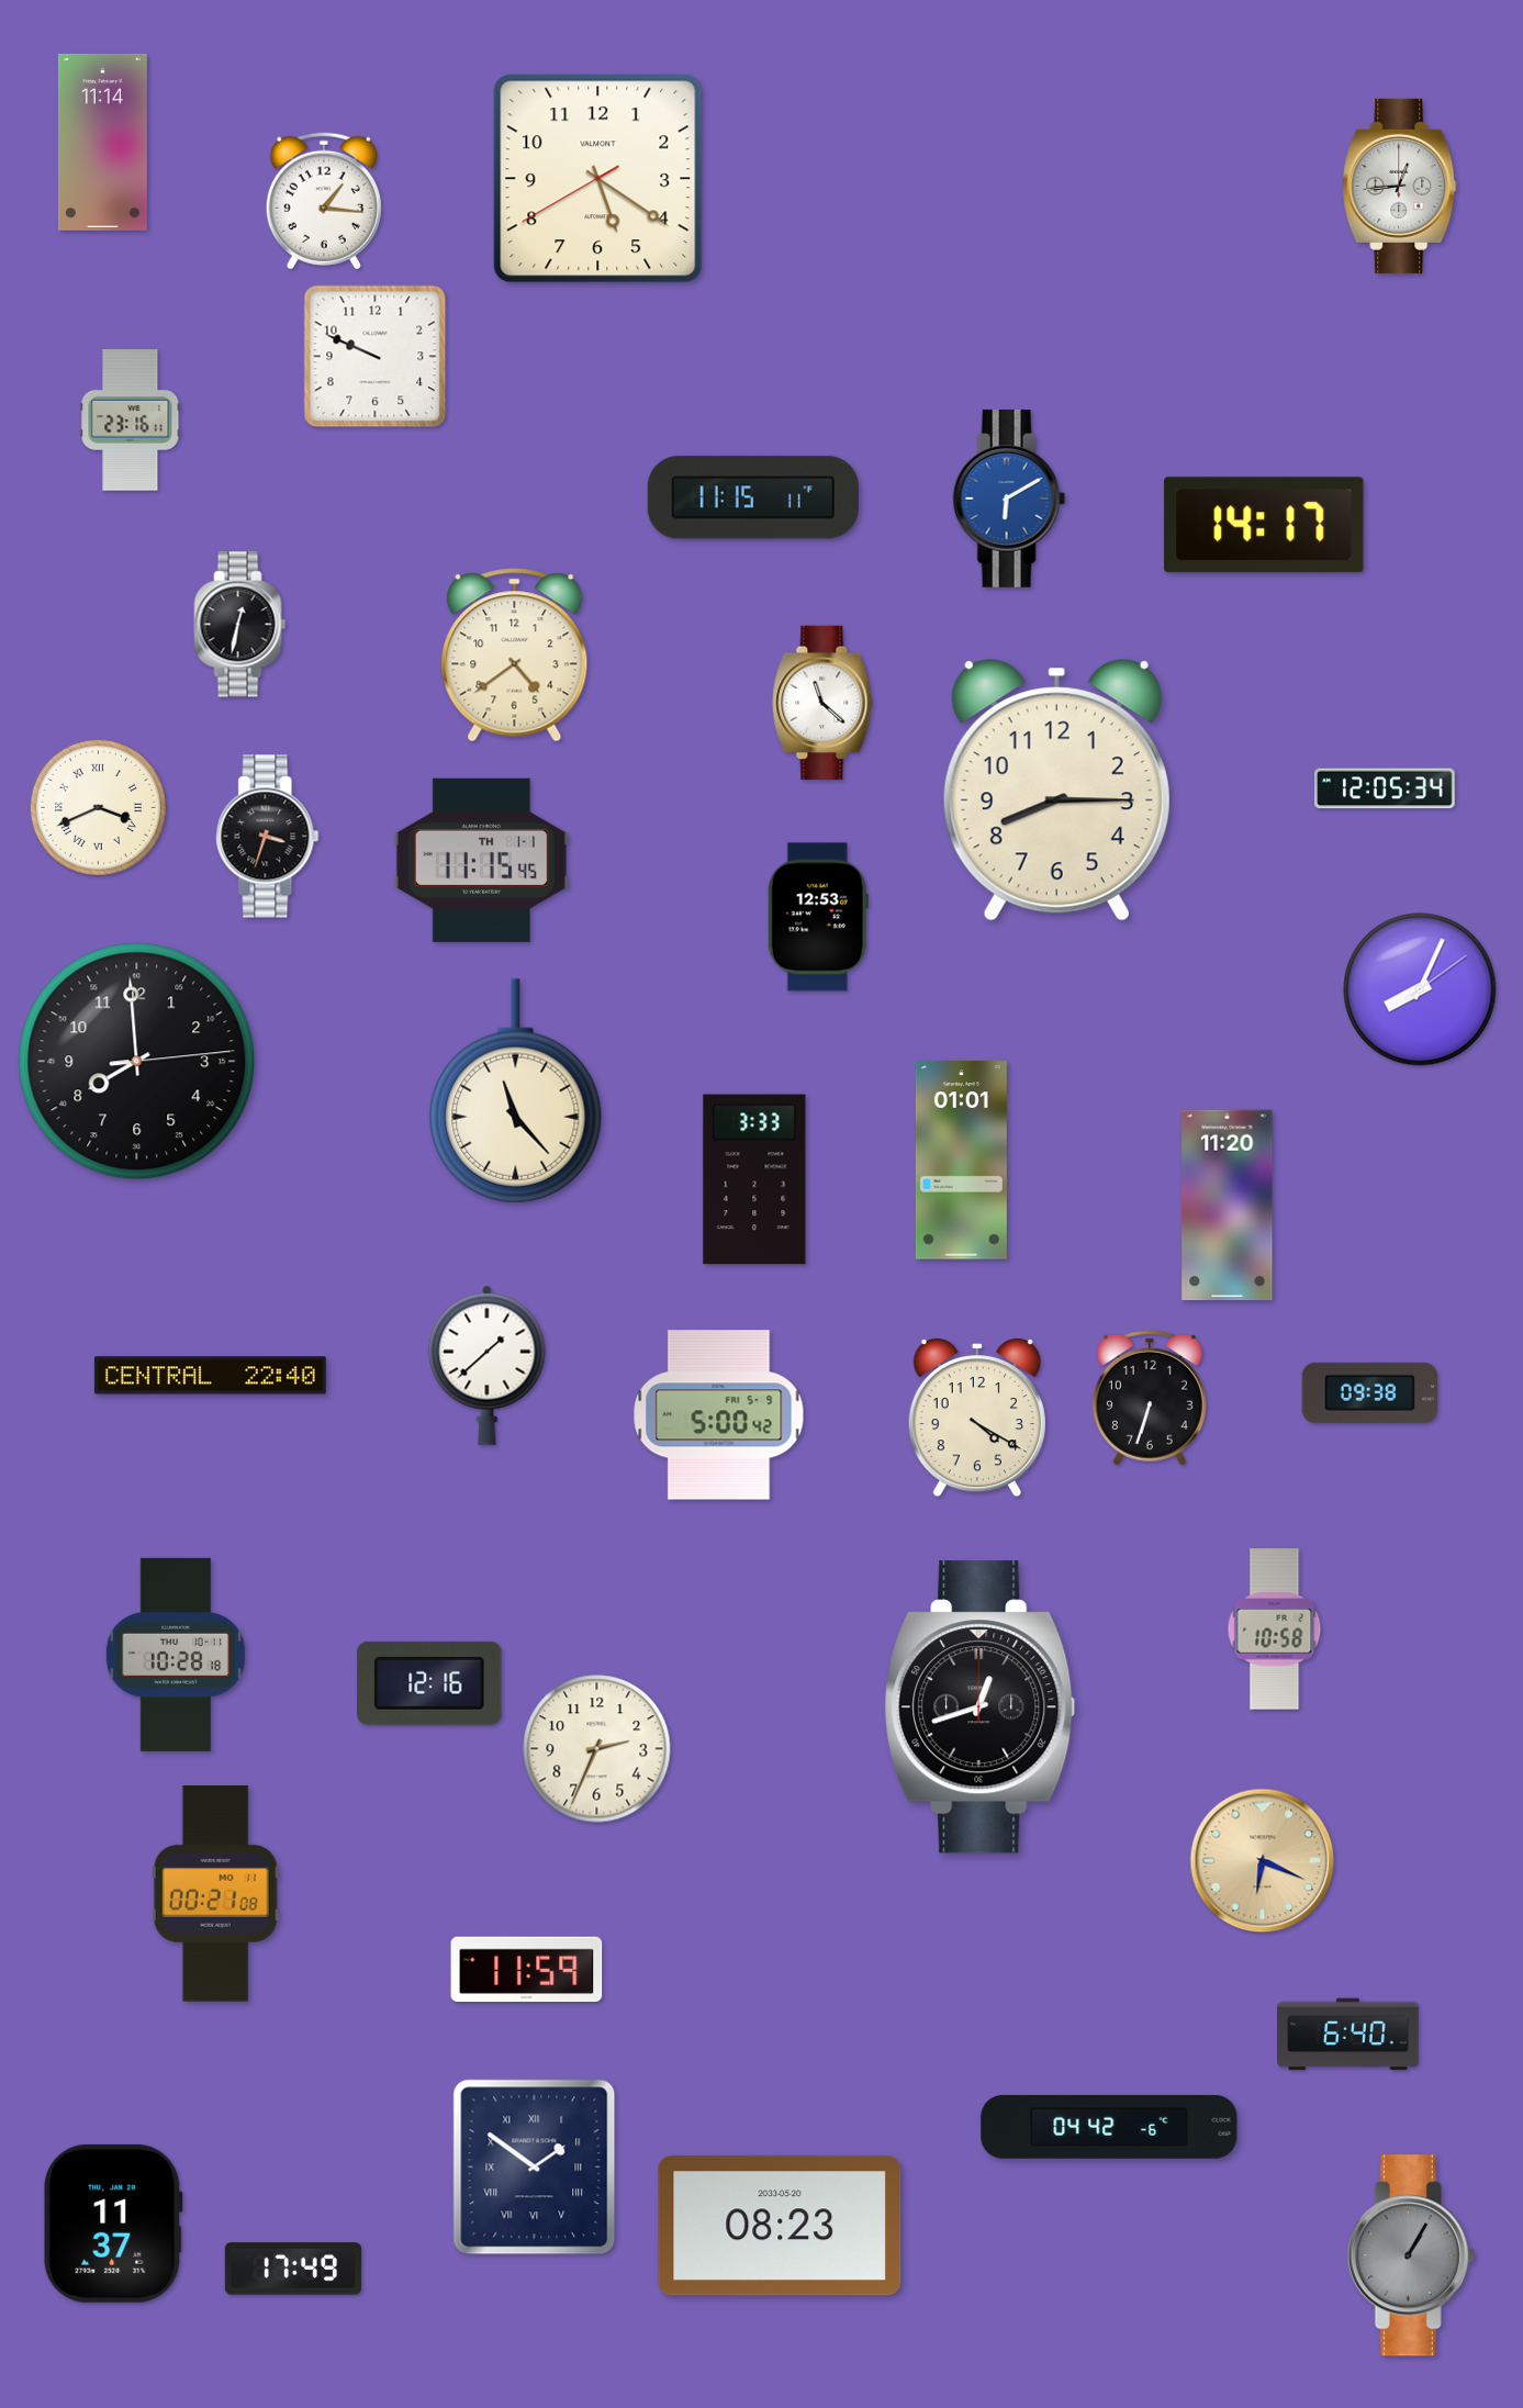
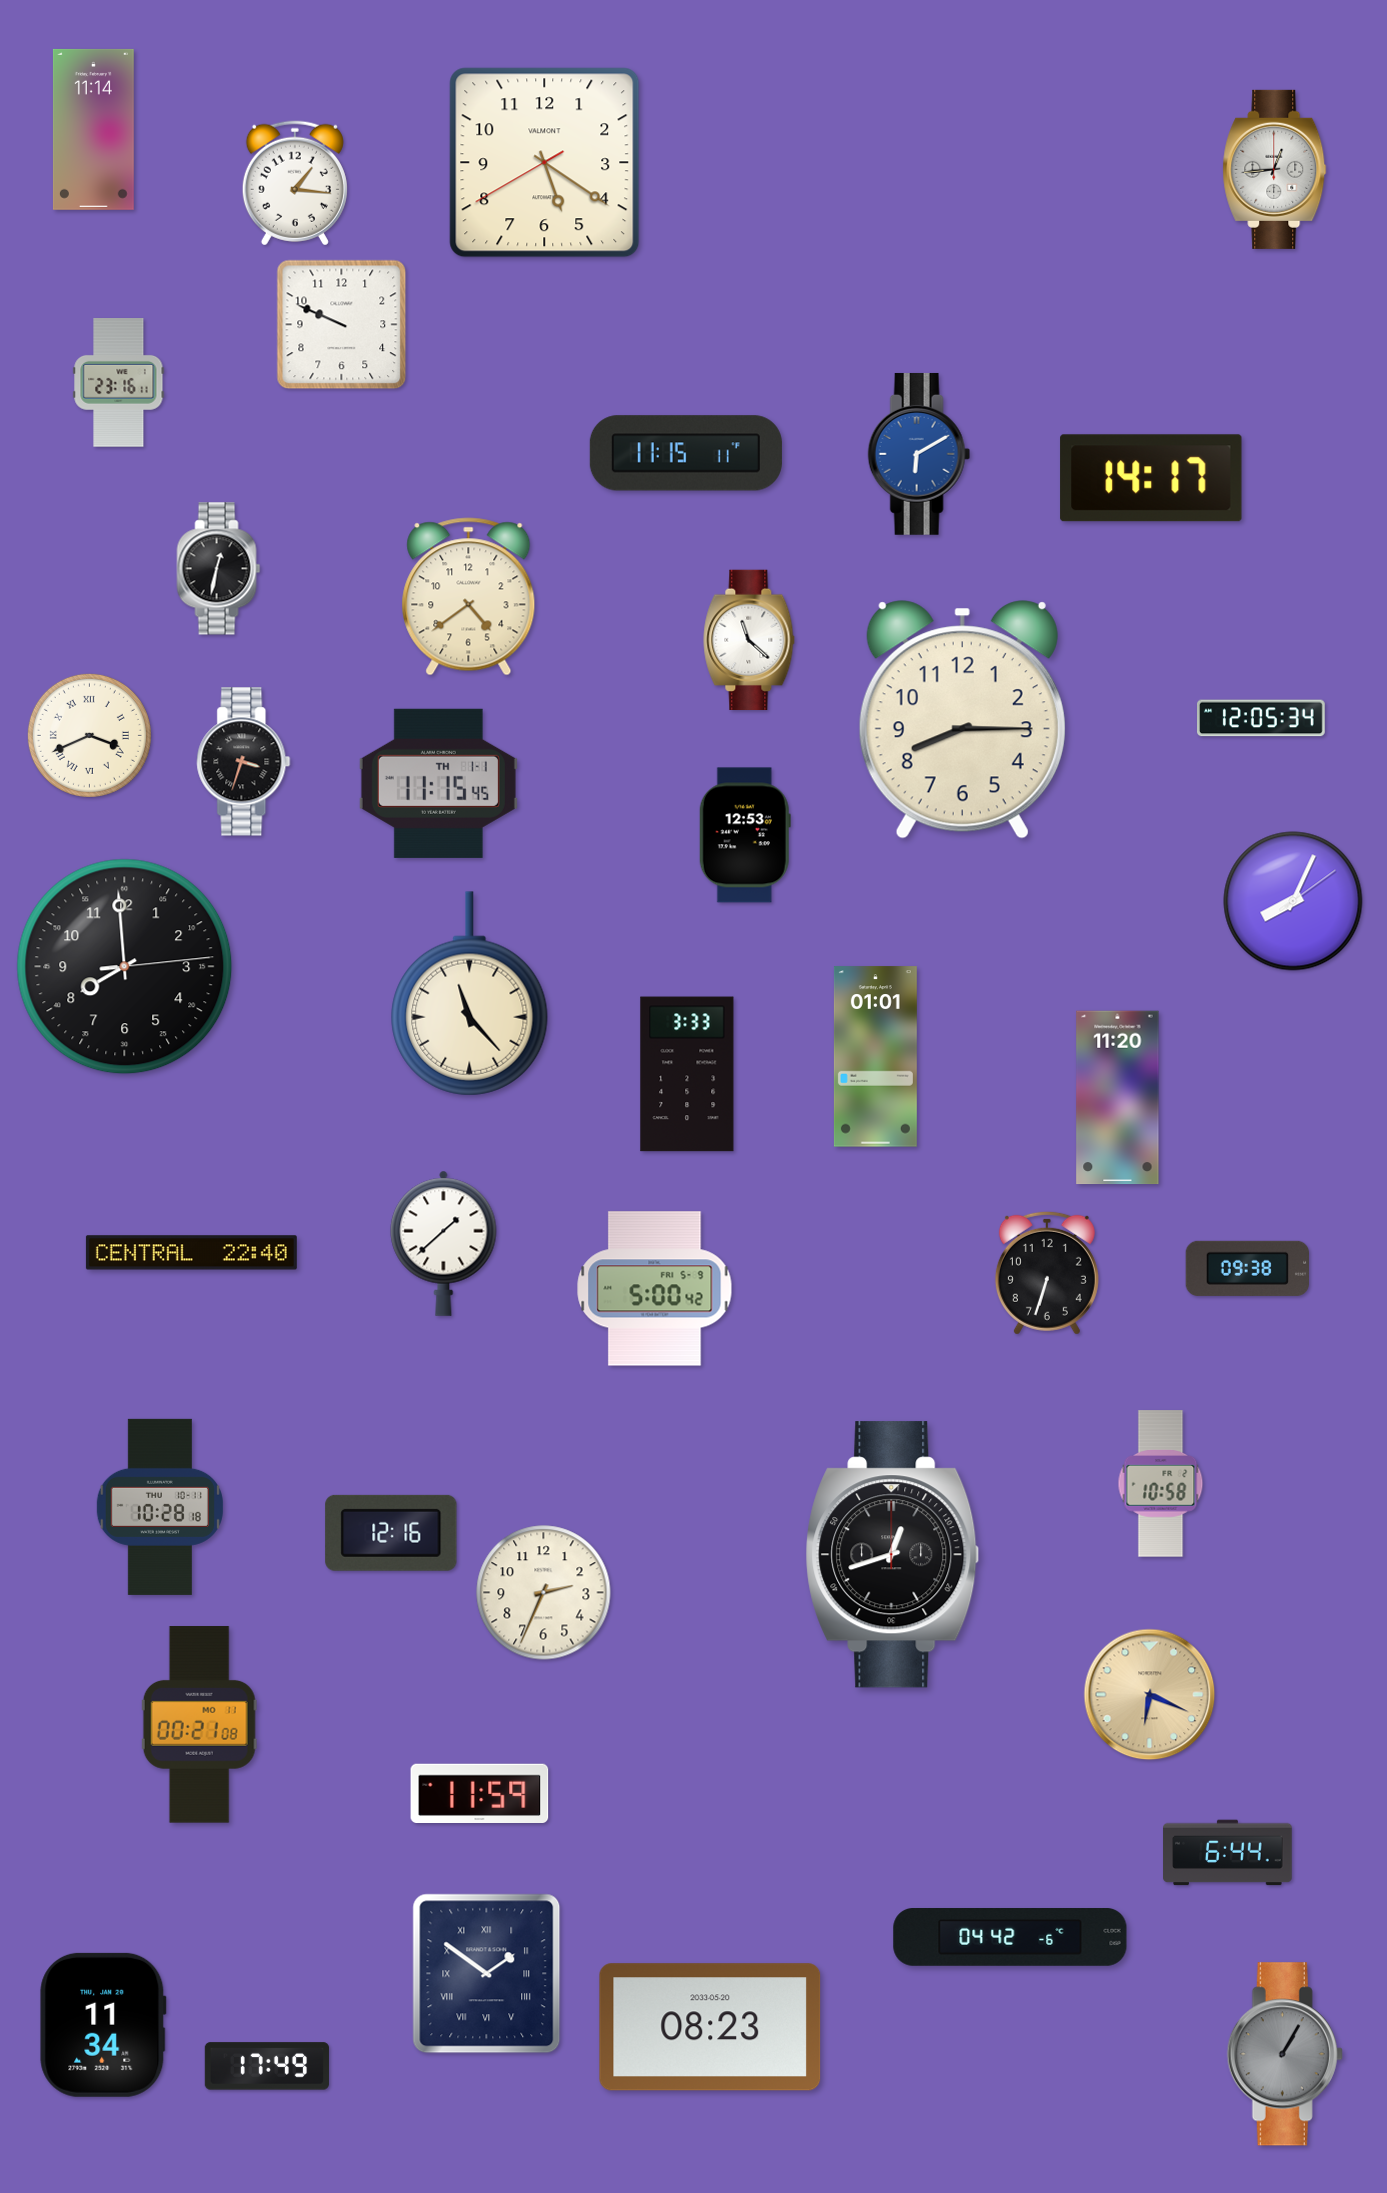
clock at (977, 1418): 4:20 -> none
clock at (215, 1894) position: (215, 1894) -> (199, 1725)
clock at (1348, 2035): 6:40 -> 6:44
clock at (113, 2224): 11:37 -> 11:34
